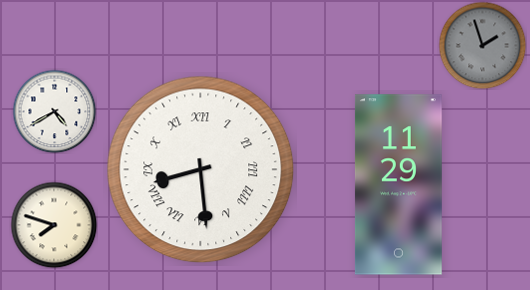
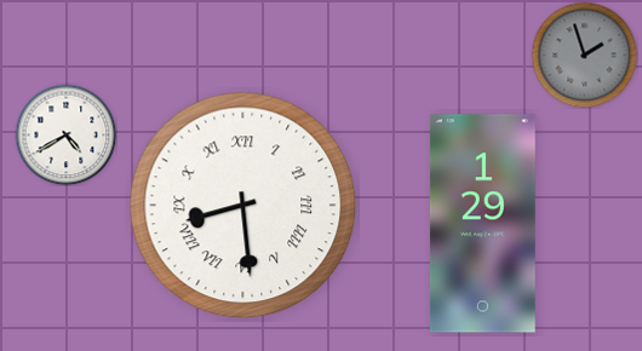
clock at (398, 185): 11:29 -> 1:29
clock at (54, 225): 7:48 -> none
